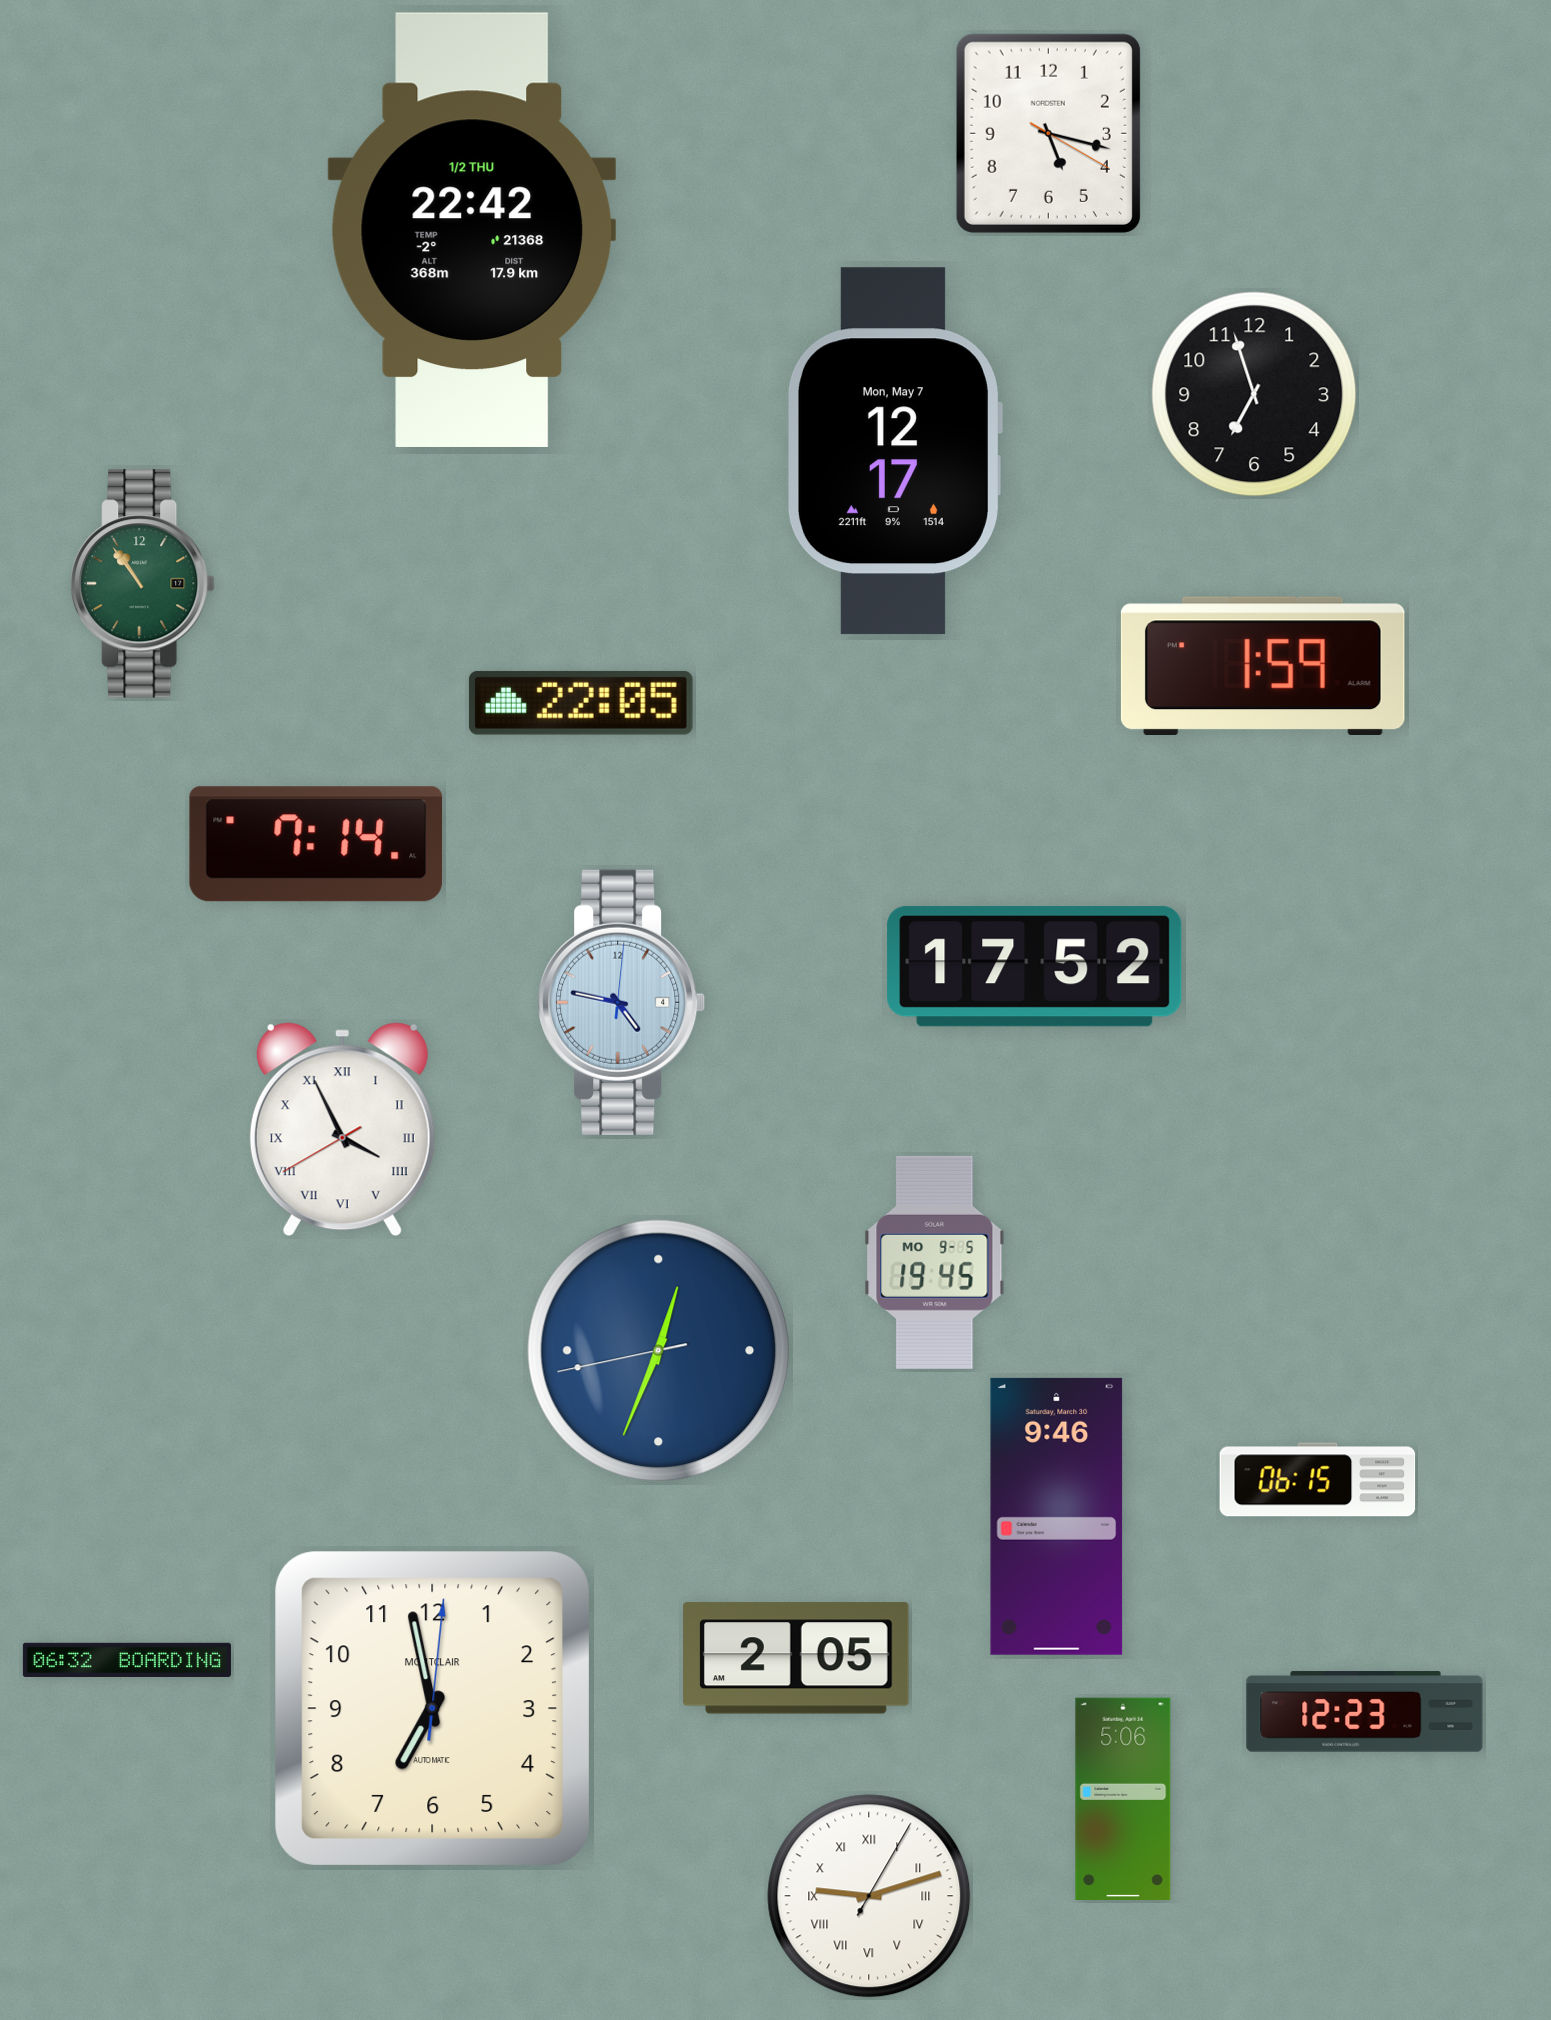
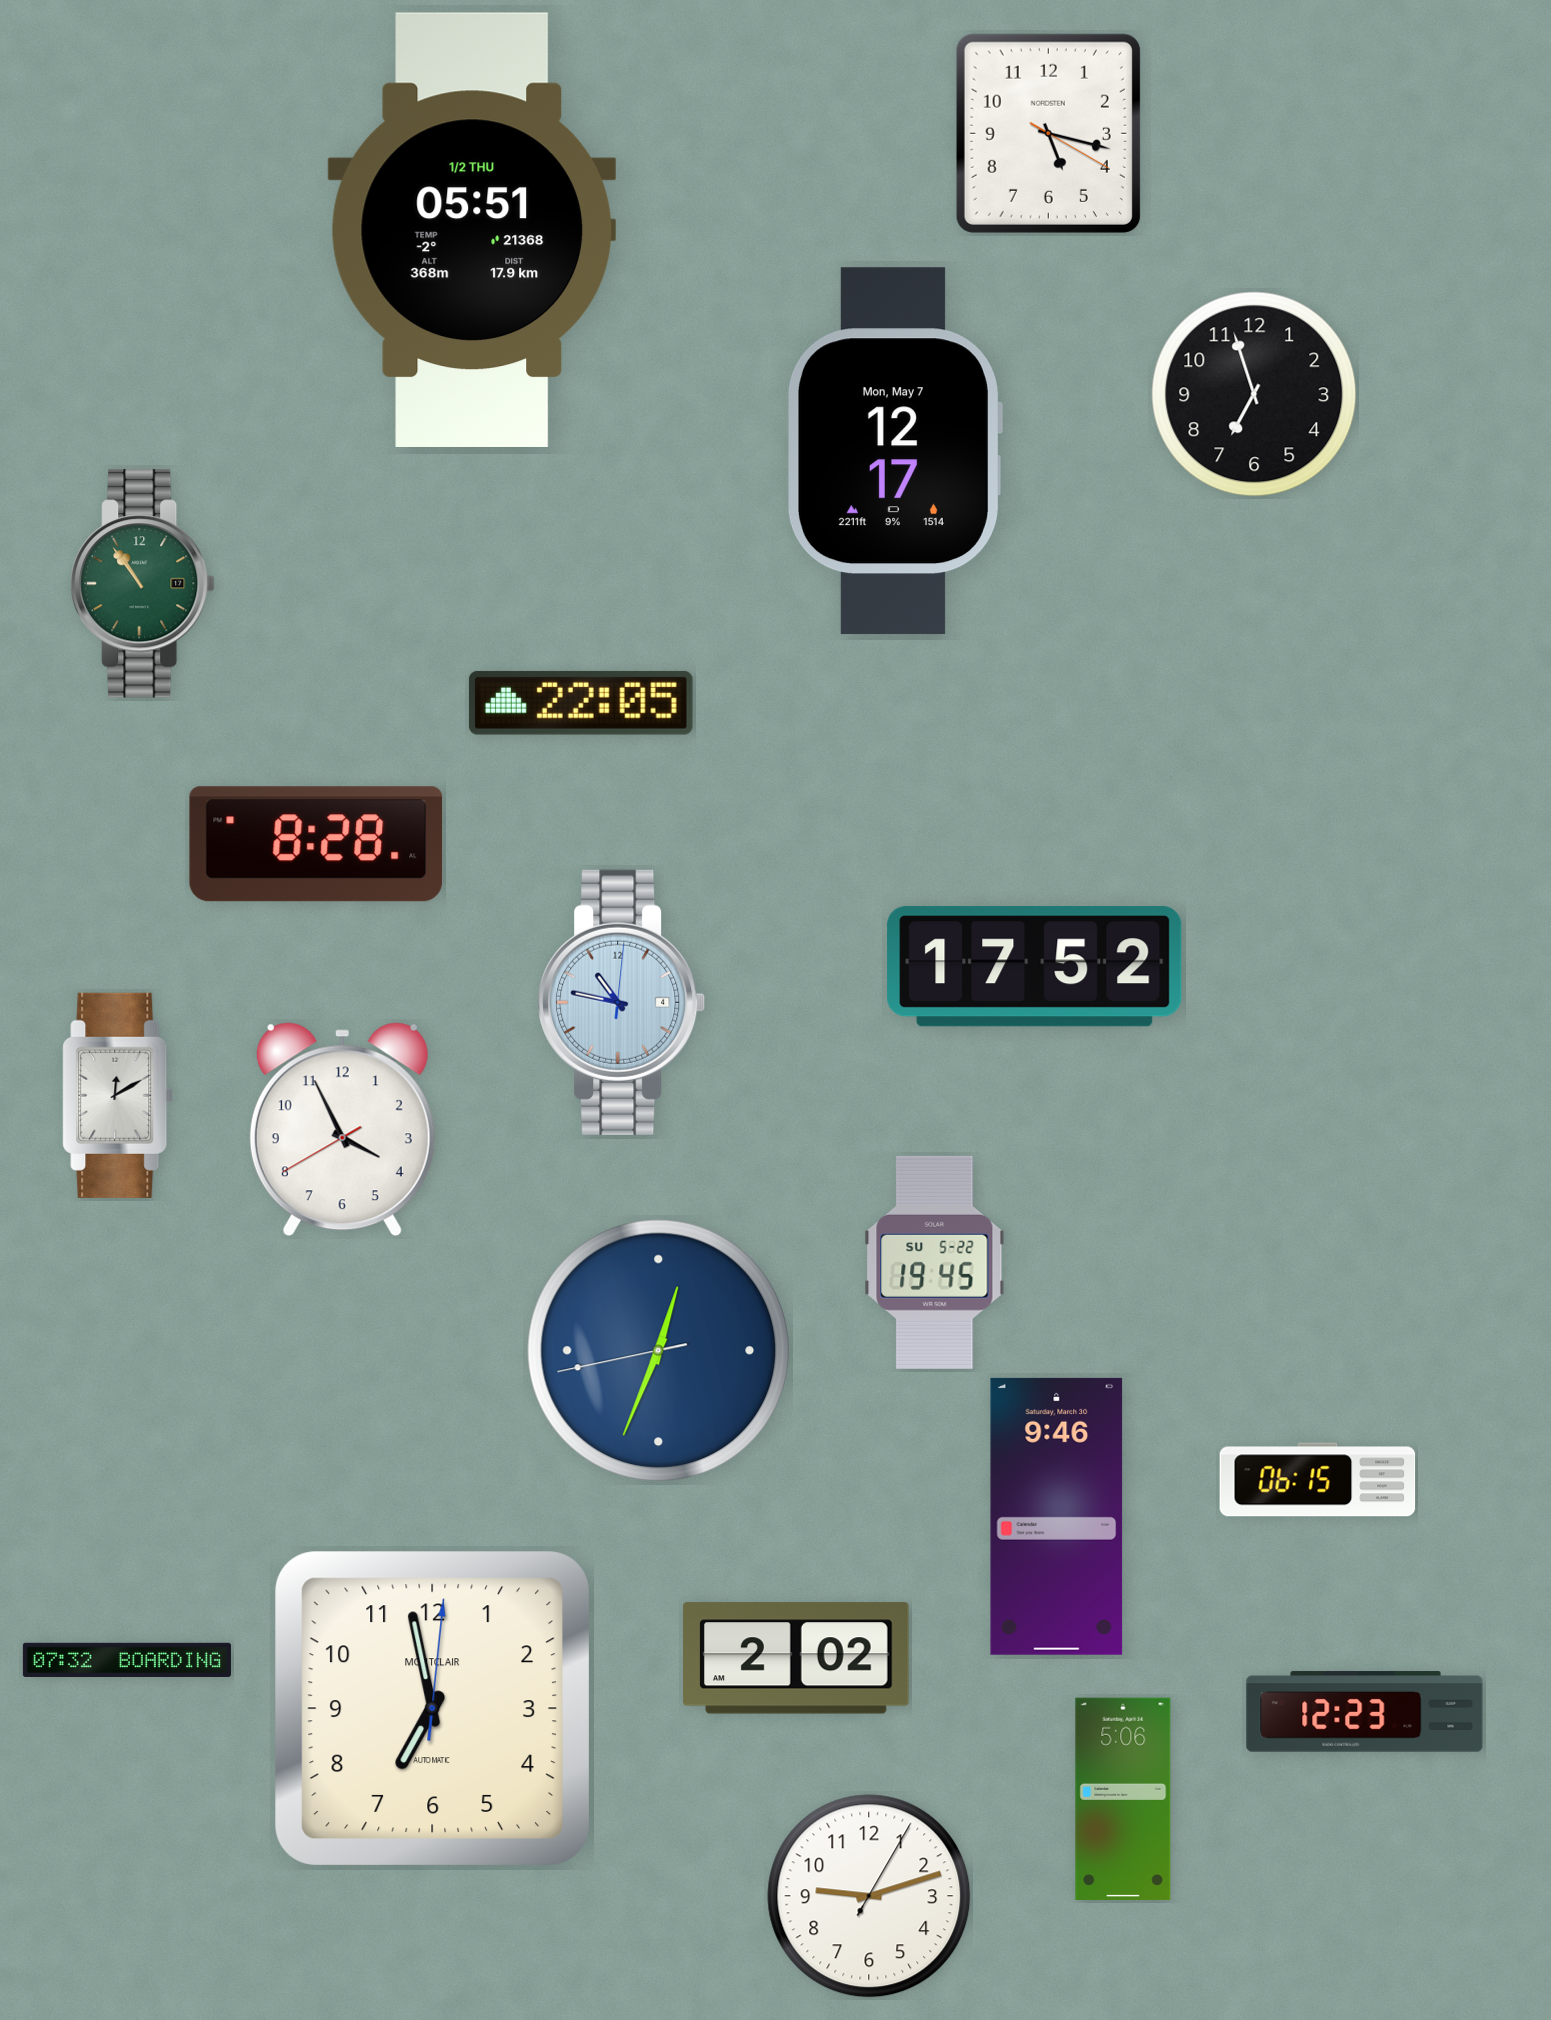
clock at (471, 230): 22:42 -> 05:51
clock at (1263, 665): 1:59 -> none
clock at (316, 844): 7:14 -> 8:28
clock at (622, 1002): 4:47 -> 10:47
clock at (118, 1095): none -> 12:10
clock at (342, 1130) numerals: Roman -> Arabic
clock at (935, 1262) date: MO 9-5 -> SU 5-22
clock at (796, 1658): 2:05 -> 2:02
clock at (127, 1660): 06:32 -> 07:32
clock at (869, 1896) numerals: Roman -> Arabic
